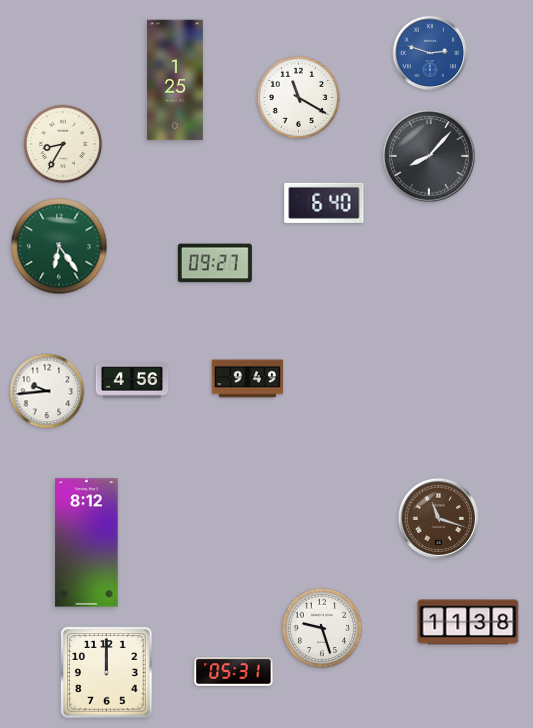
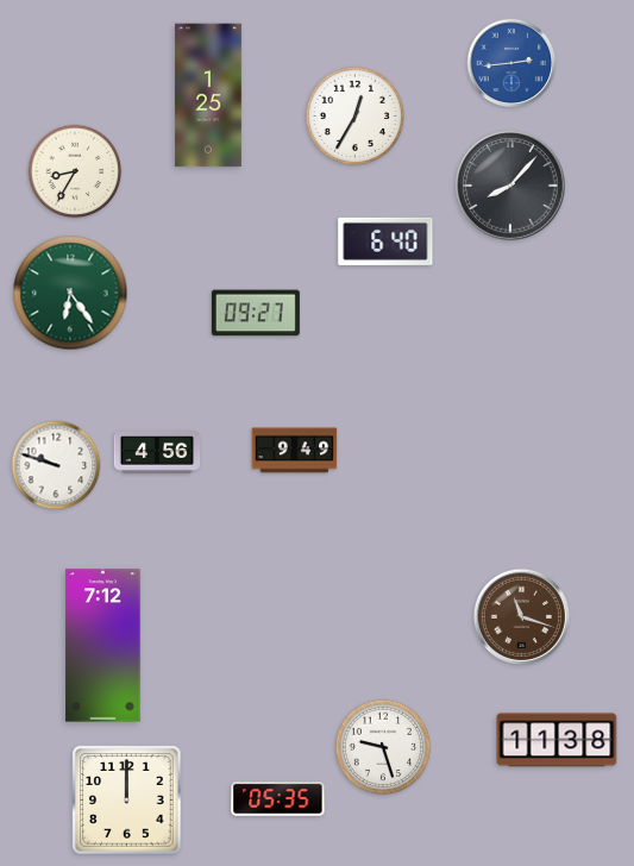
clock at (430, 53): 2:48 -> 2:44
clock at (298, 97): 11:20 -> 12:35
clock at (47, 391): 9:44 -> 9:48
clock at (87, 543): 8:12 -> 7:12
clock at (234, 672): 05:31 -> 05:35
